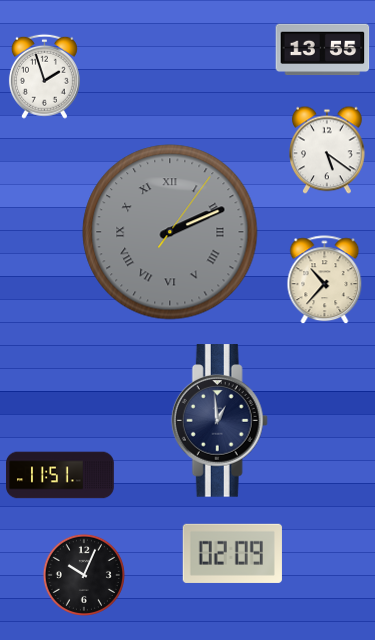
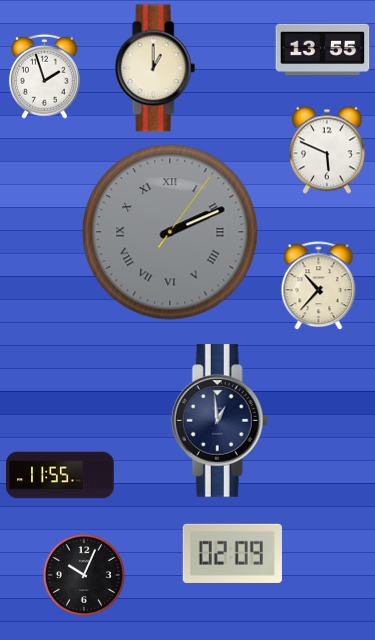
clock at (155, 68): none -> 1:00
clock at (328, 150): 5:21 -> 5:49
clock at (325, 280) position: (325, 280) -> (319, 286)
clock at (60, 475): 11:51 -> 11:55
